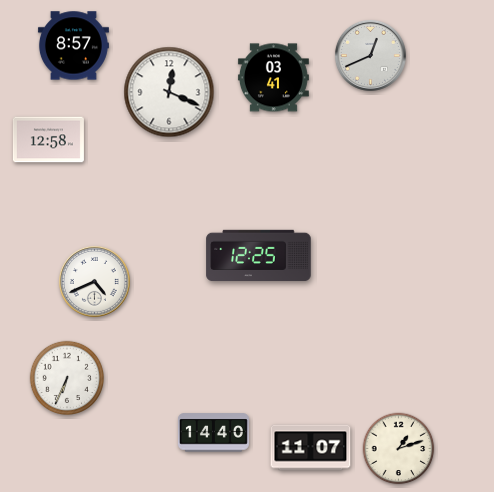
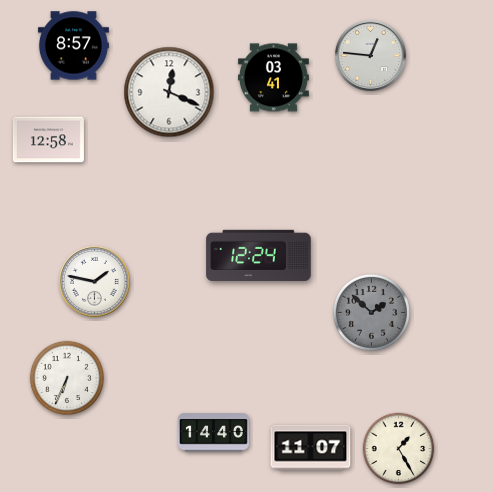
clock at (370, 55): 12:41 -> 12:46
clock at (259, 256): 12:25 -> 12:24
clock at (94, 281): 4:41 -> 1:47
clock at (371, 312): none -> 1:52
clock at (399, 449): 1:12 -> 1:25
